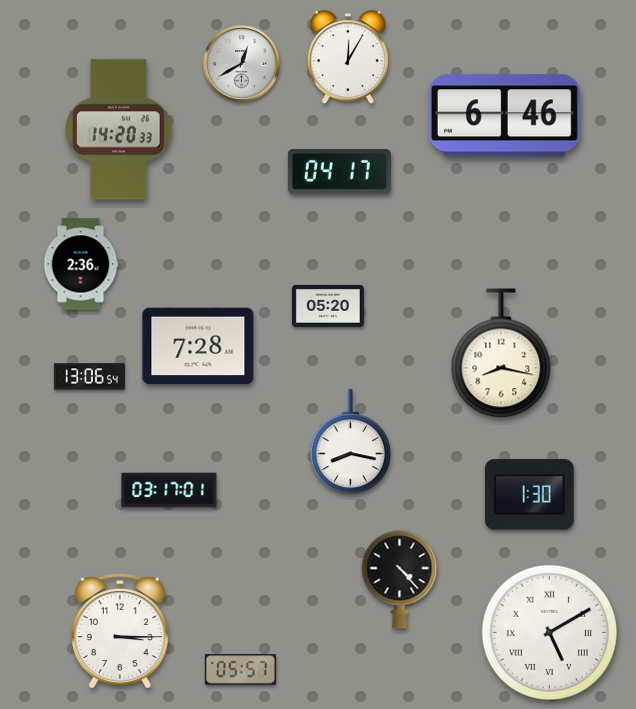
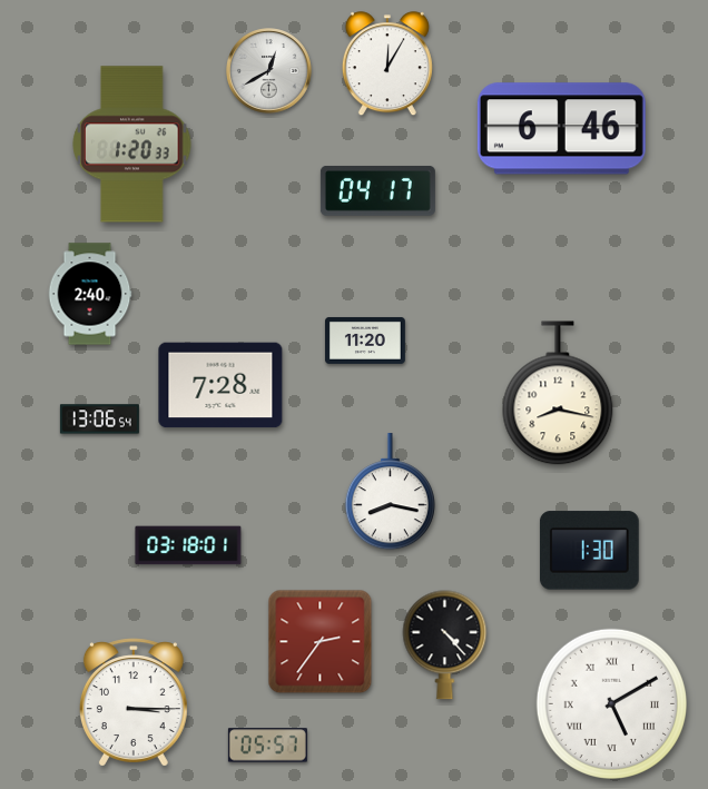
clock at (119, 130): 14:20 -> 1:20
clock at (81, 264): 2:36 -> 2:40
clock at (328, 306): 05:20 -> 11:20
clock at (169, 490): 03:17 -> 03:18
clock at (321, 642): none -> 2:36
